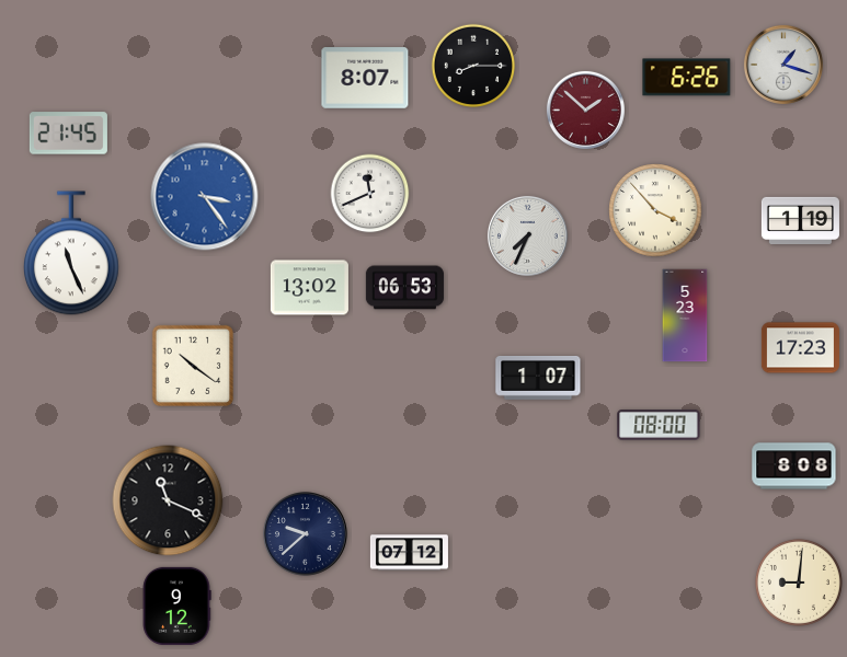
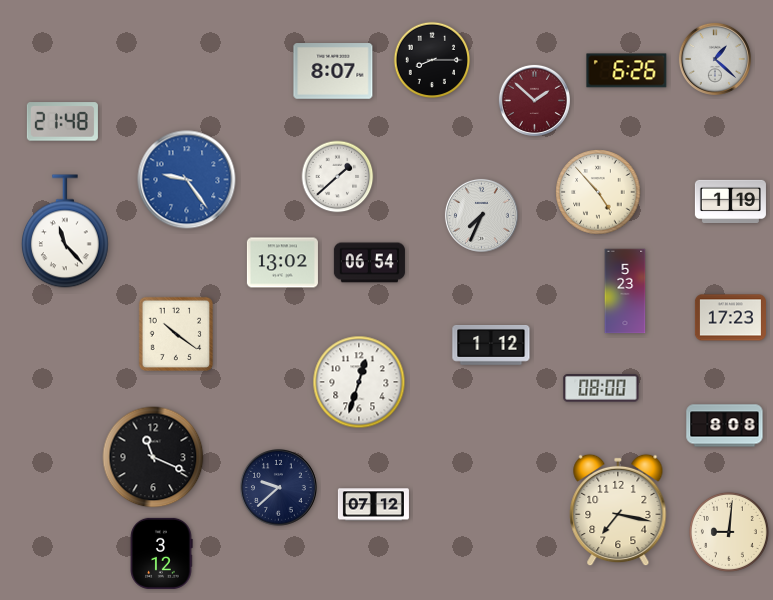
clock at (783, 65): 1:18 -> 1:22
clock at (68, 134): 21:45 -> 21:48
clock at (370, 194): 11:41 -> 1:38
clock at (205, 197): 3:24 -> 9:24
clock at (655, 210): 3:53 -> 4:53
clock at (71, 253): 11:26 -> 11:23
clock at (404, 288): 06:53 -> 06:54
clock at (685, 315) position: (685, 315) -> (625, 291)
clock at (538, 379): 1:07 -> 1:12
clock at (359, 382): none -> 12:33
clock at (618, 510): none -> 7:17
clock at (176, 606): 9:12 -> 3:12
